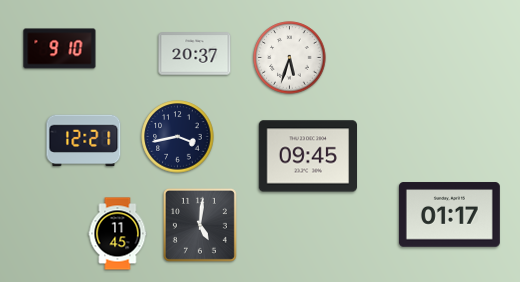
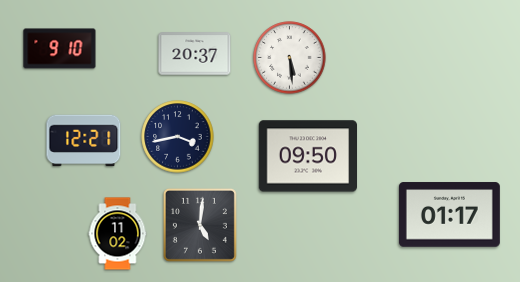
clock at (290, 58): 5:33 -> 5:29
clock at (307, 156): 09:45 -> 09:50
clock at (118, 234): 11:45 -> 11:02
